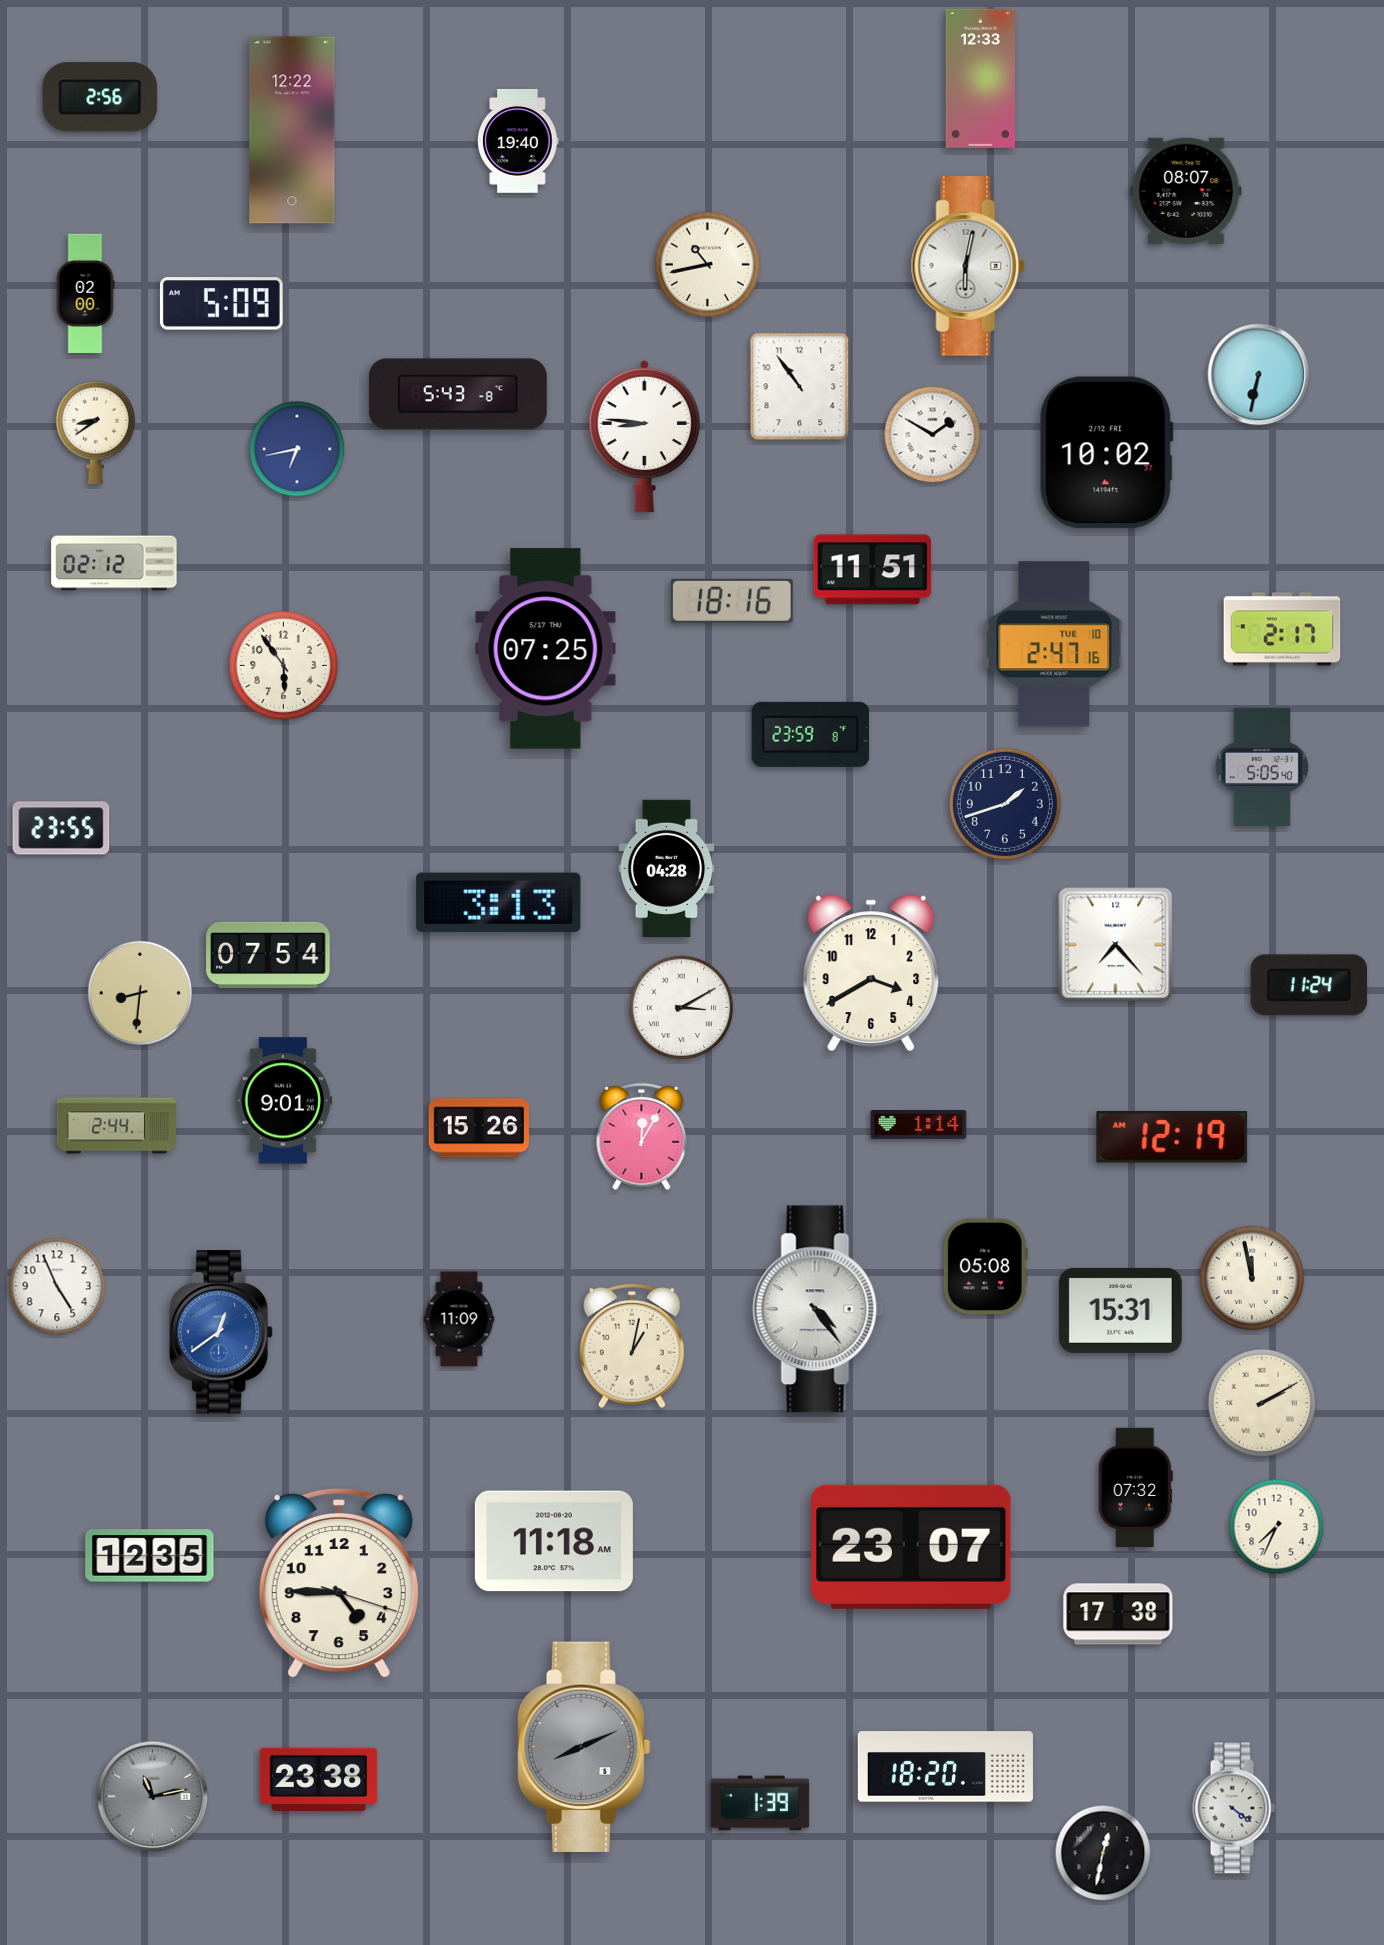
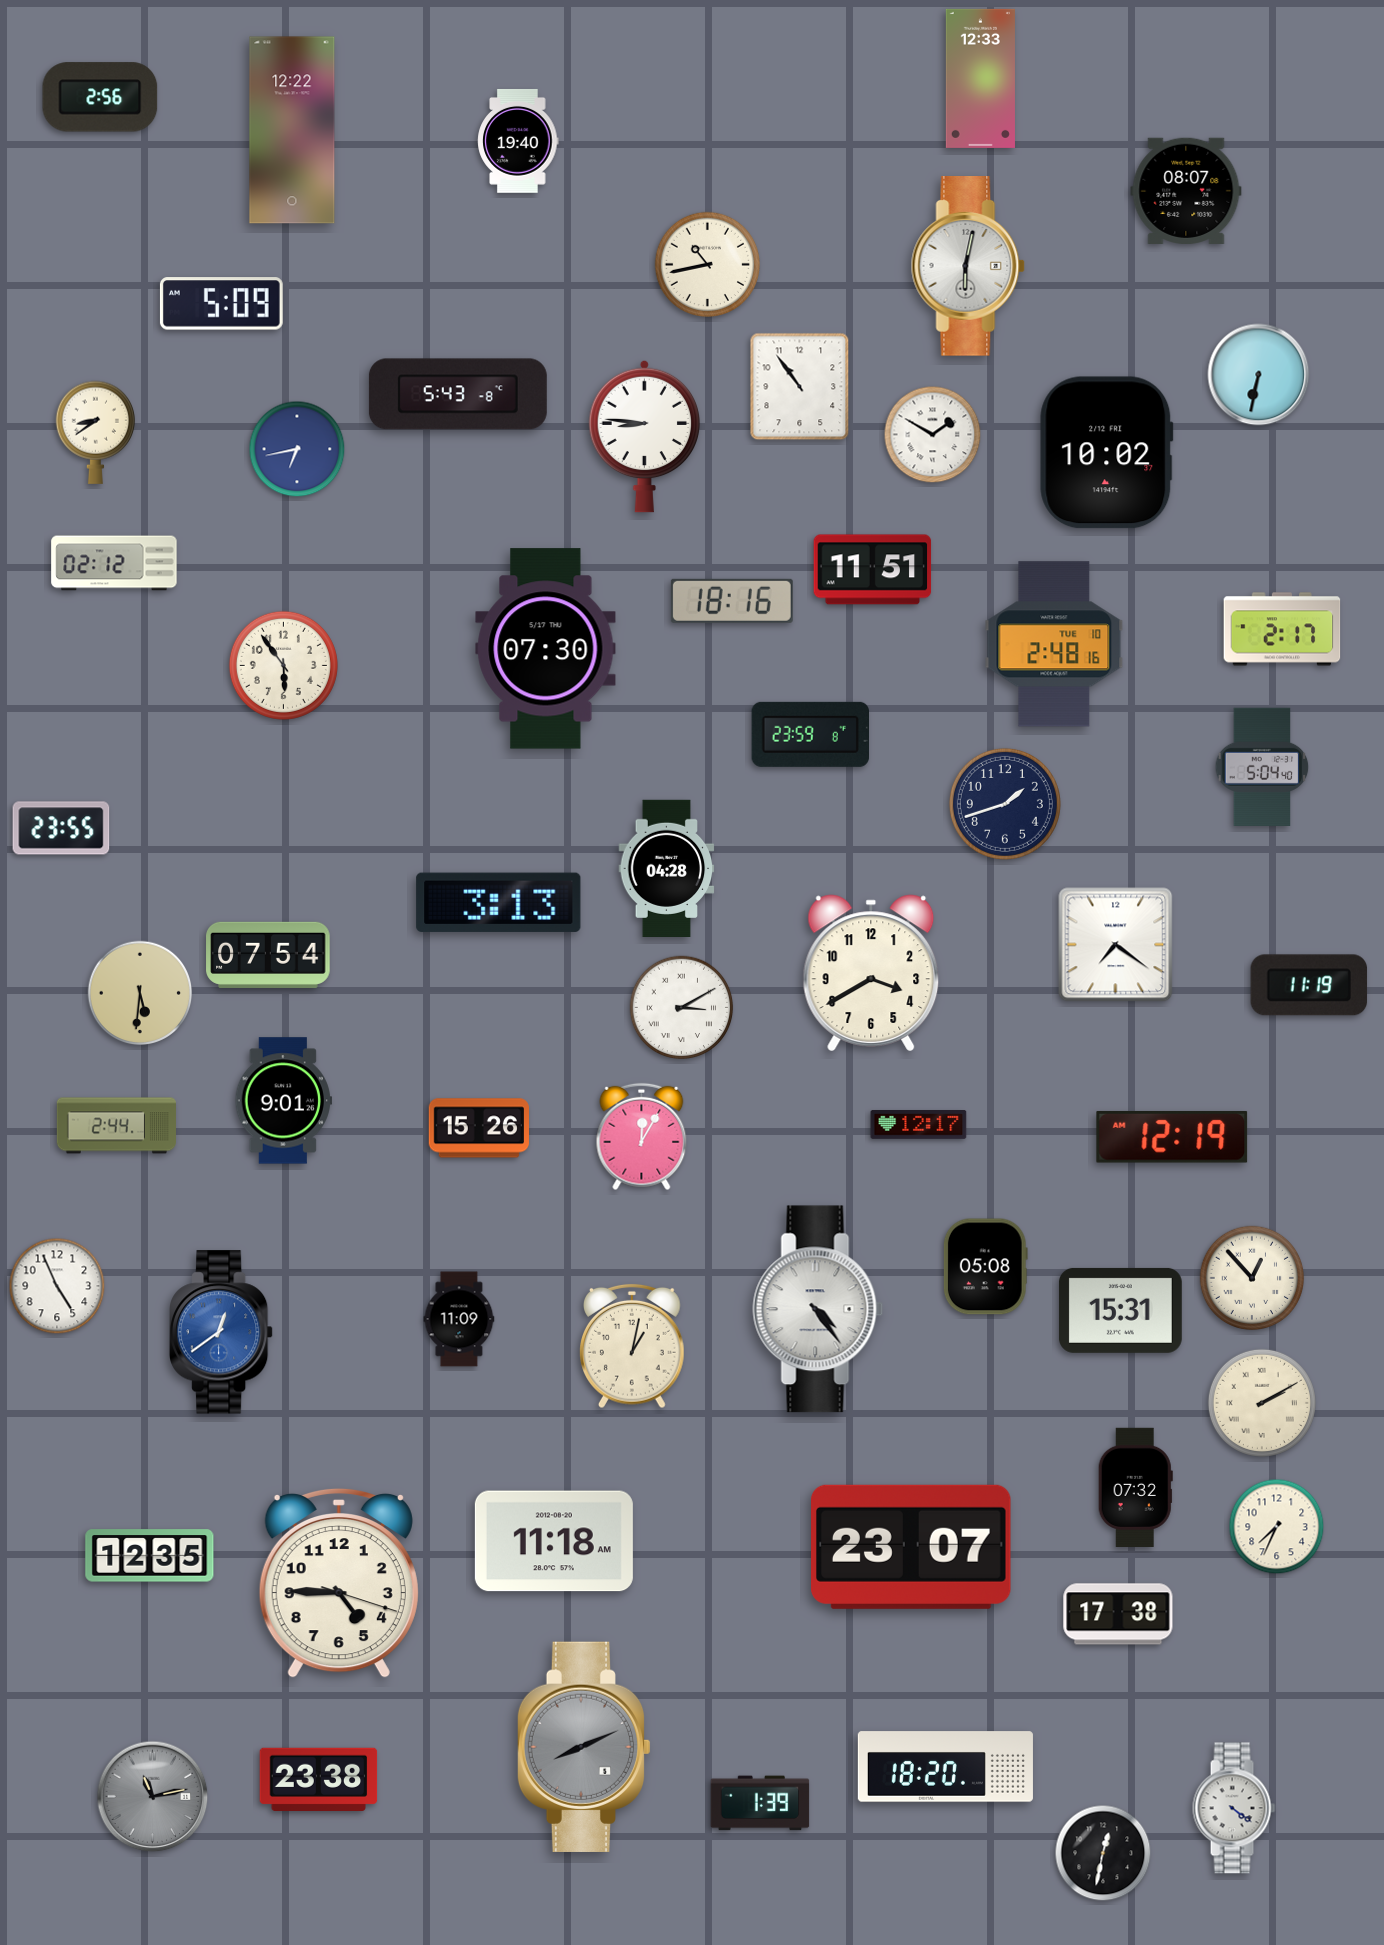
clock at (85, 293): 02:00 -> none
clock at (1054, 644): 2:47 -> 2:48
clock at (546, 649): 07:25 -> 07:30
clock at (1262, 766): 5:05 -> 5:04
clock at (1116, 945): 7:23 -> 7:21
clock at (1309, 985): 11:24 -> 11:19
clock at (140, 993): 8:31 -> 5:31
clock at (919, 1125): 1:14 -> 12:17
clock at (1252, 1278): 11:58 -> 12:53
